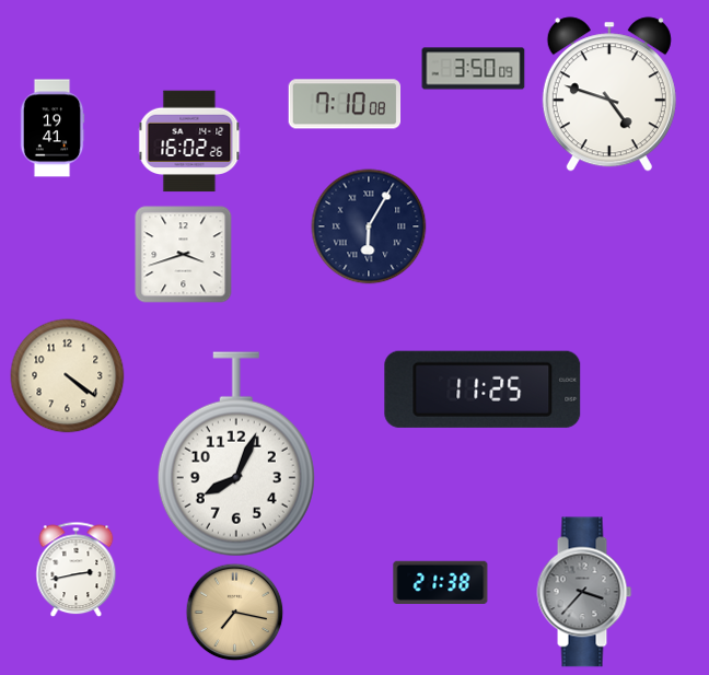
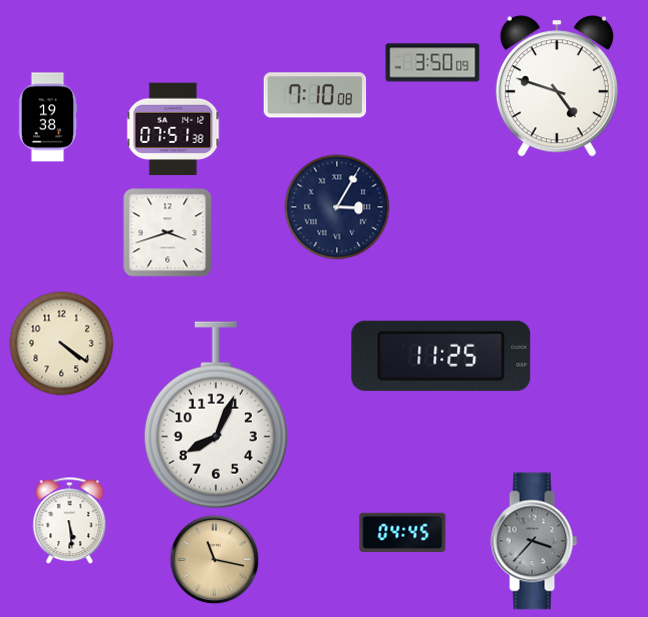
clock at (53, 128): 19:41 -> 19:38
clock at (189, 141): 16:02 -> 07:51
clock at (369, 226): 6:05 -> 3:05
clock at (77, 569): 2:43 -> 5:29
clock at (441, 582): 21:38 -> 04:45
clock at (234, 612): 7:17 -> 11:17
